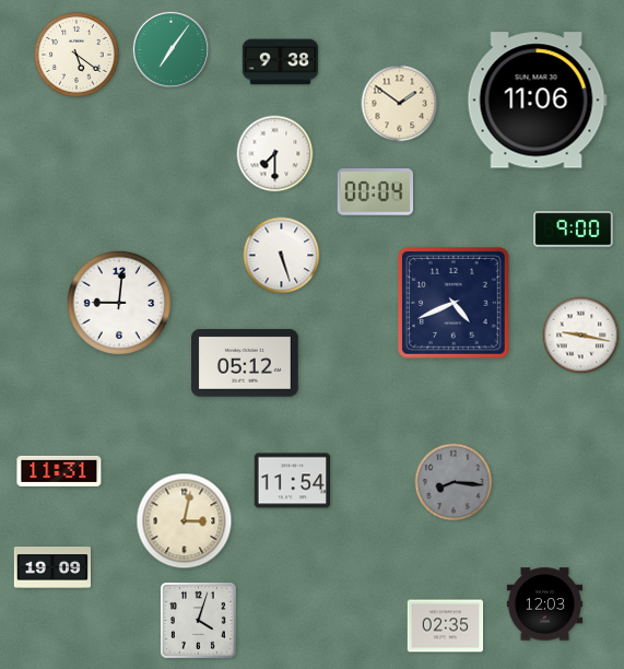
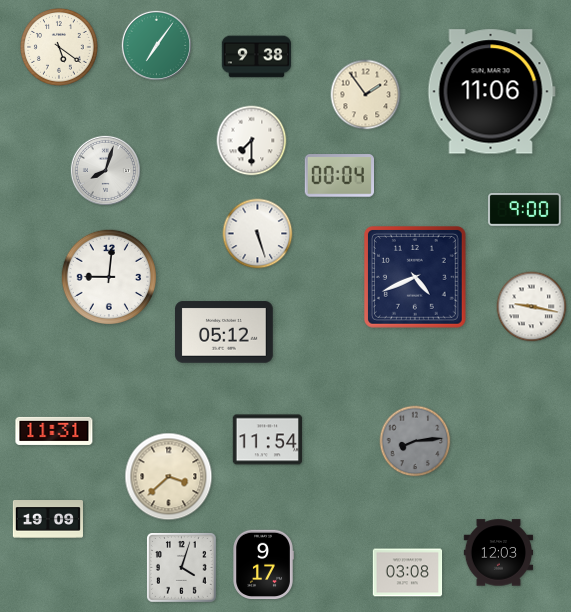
clock at (78, 56) position: (78, 56) -> (60, 48)
clock at (400, 104): 1:51 -> 1:54
clock at (105, 170): none -> 8:03
clock at (375, 192) position: (375, 192) -> (339, 176)
clock at (454, 482): 8:16 -> 8:14
clock at (185, 521): 3:02 -> 3:38
clock at (263, 565): none -> 9:17
clock at (446, 626): 02:35 -> 03:08
